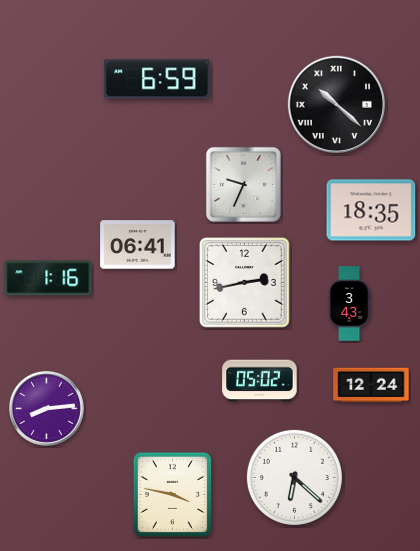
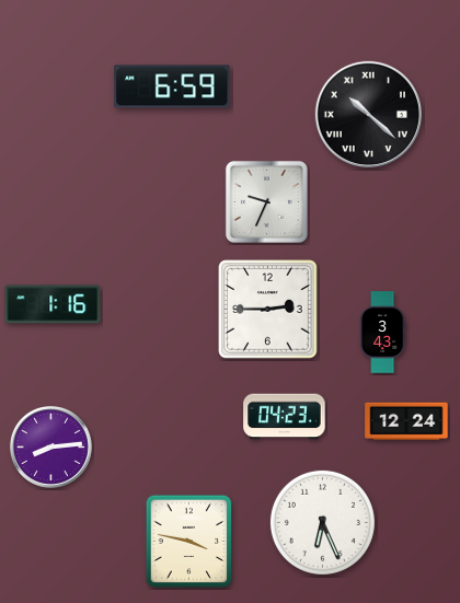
clock at (371, 210): 18:35 -> none
clock at (138, 245): 06:41 -> none
clock at (245, 283): 2:43 -> 2:45
clock at (260, 381): 05:02 -> 04:23
clock at (294, 477): 6:22 -> 6:26
